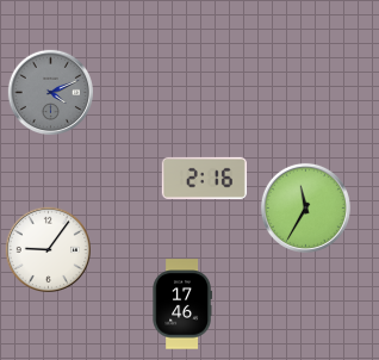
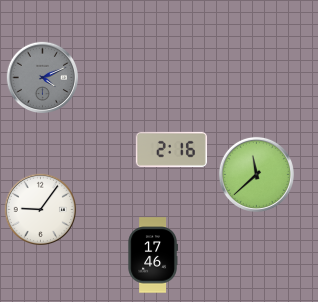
clock at (305, 207): 11:35 -> 11:38
